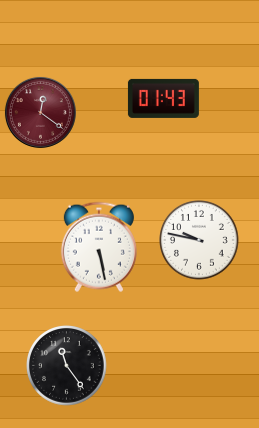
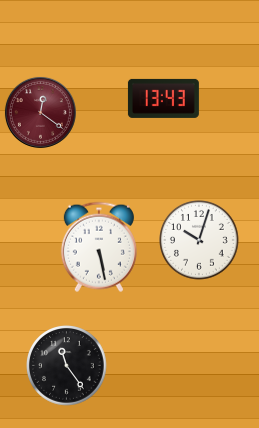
clock at (163, 98): 01:43 -> 13:43
clock at (200, 241): 9:47 -> 10:03
